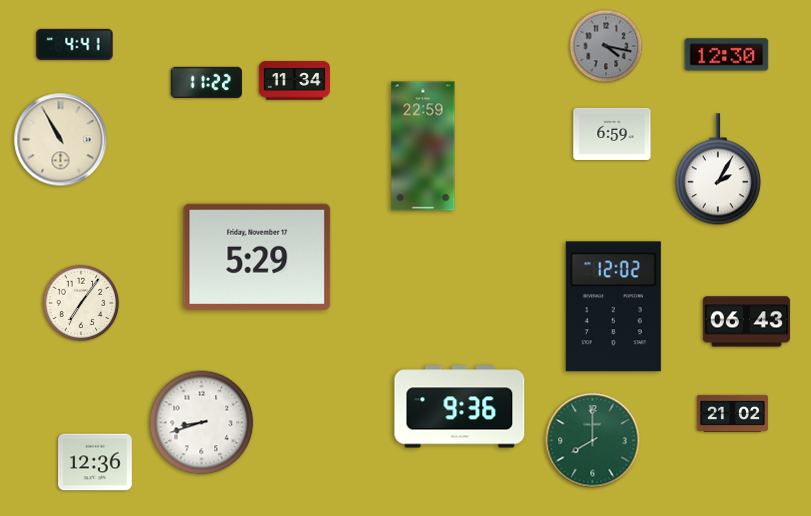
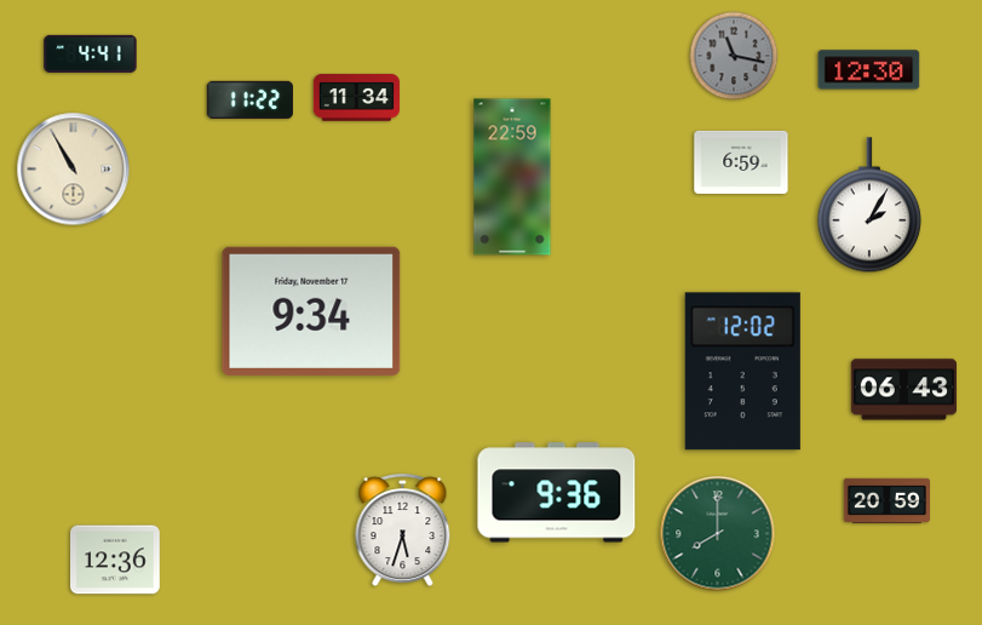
clock at (606, 46): 4:17 -> 11:17
clock at (727, 55) position: (727, 55) -> (869, 70)
clock at (257, 257): 5:29 -> 9:34
clock at (81, 303): 7:06 -> none
clock at (732, 413): 21:02 -> 20:59
clock at (202, 423): 8:42 -> none
clock at (403, 529): none -> 5:33
